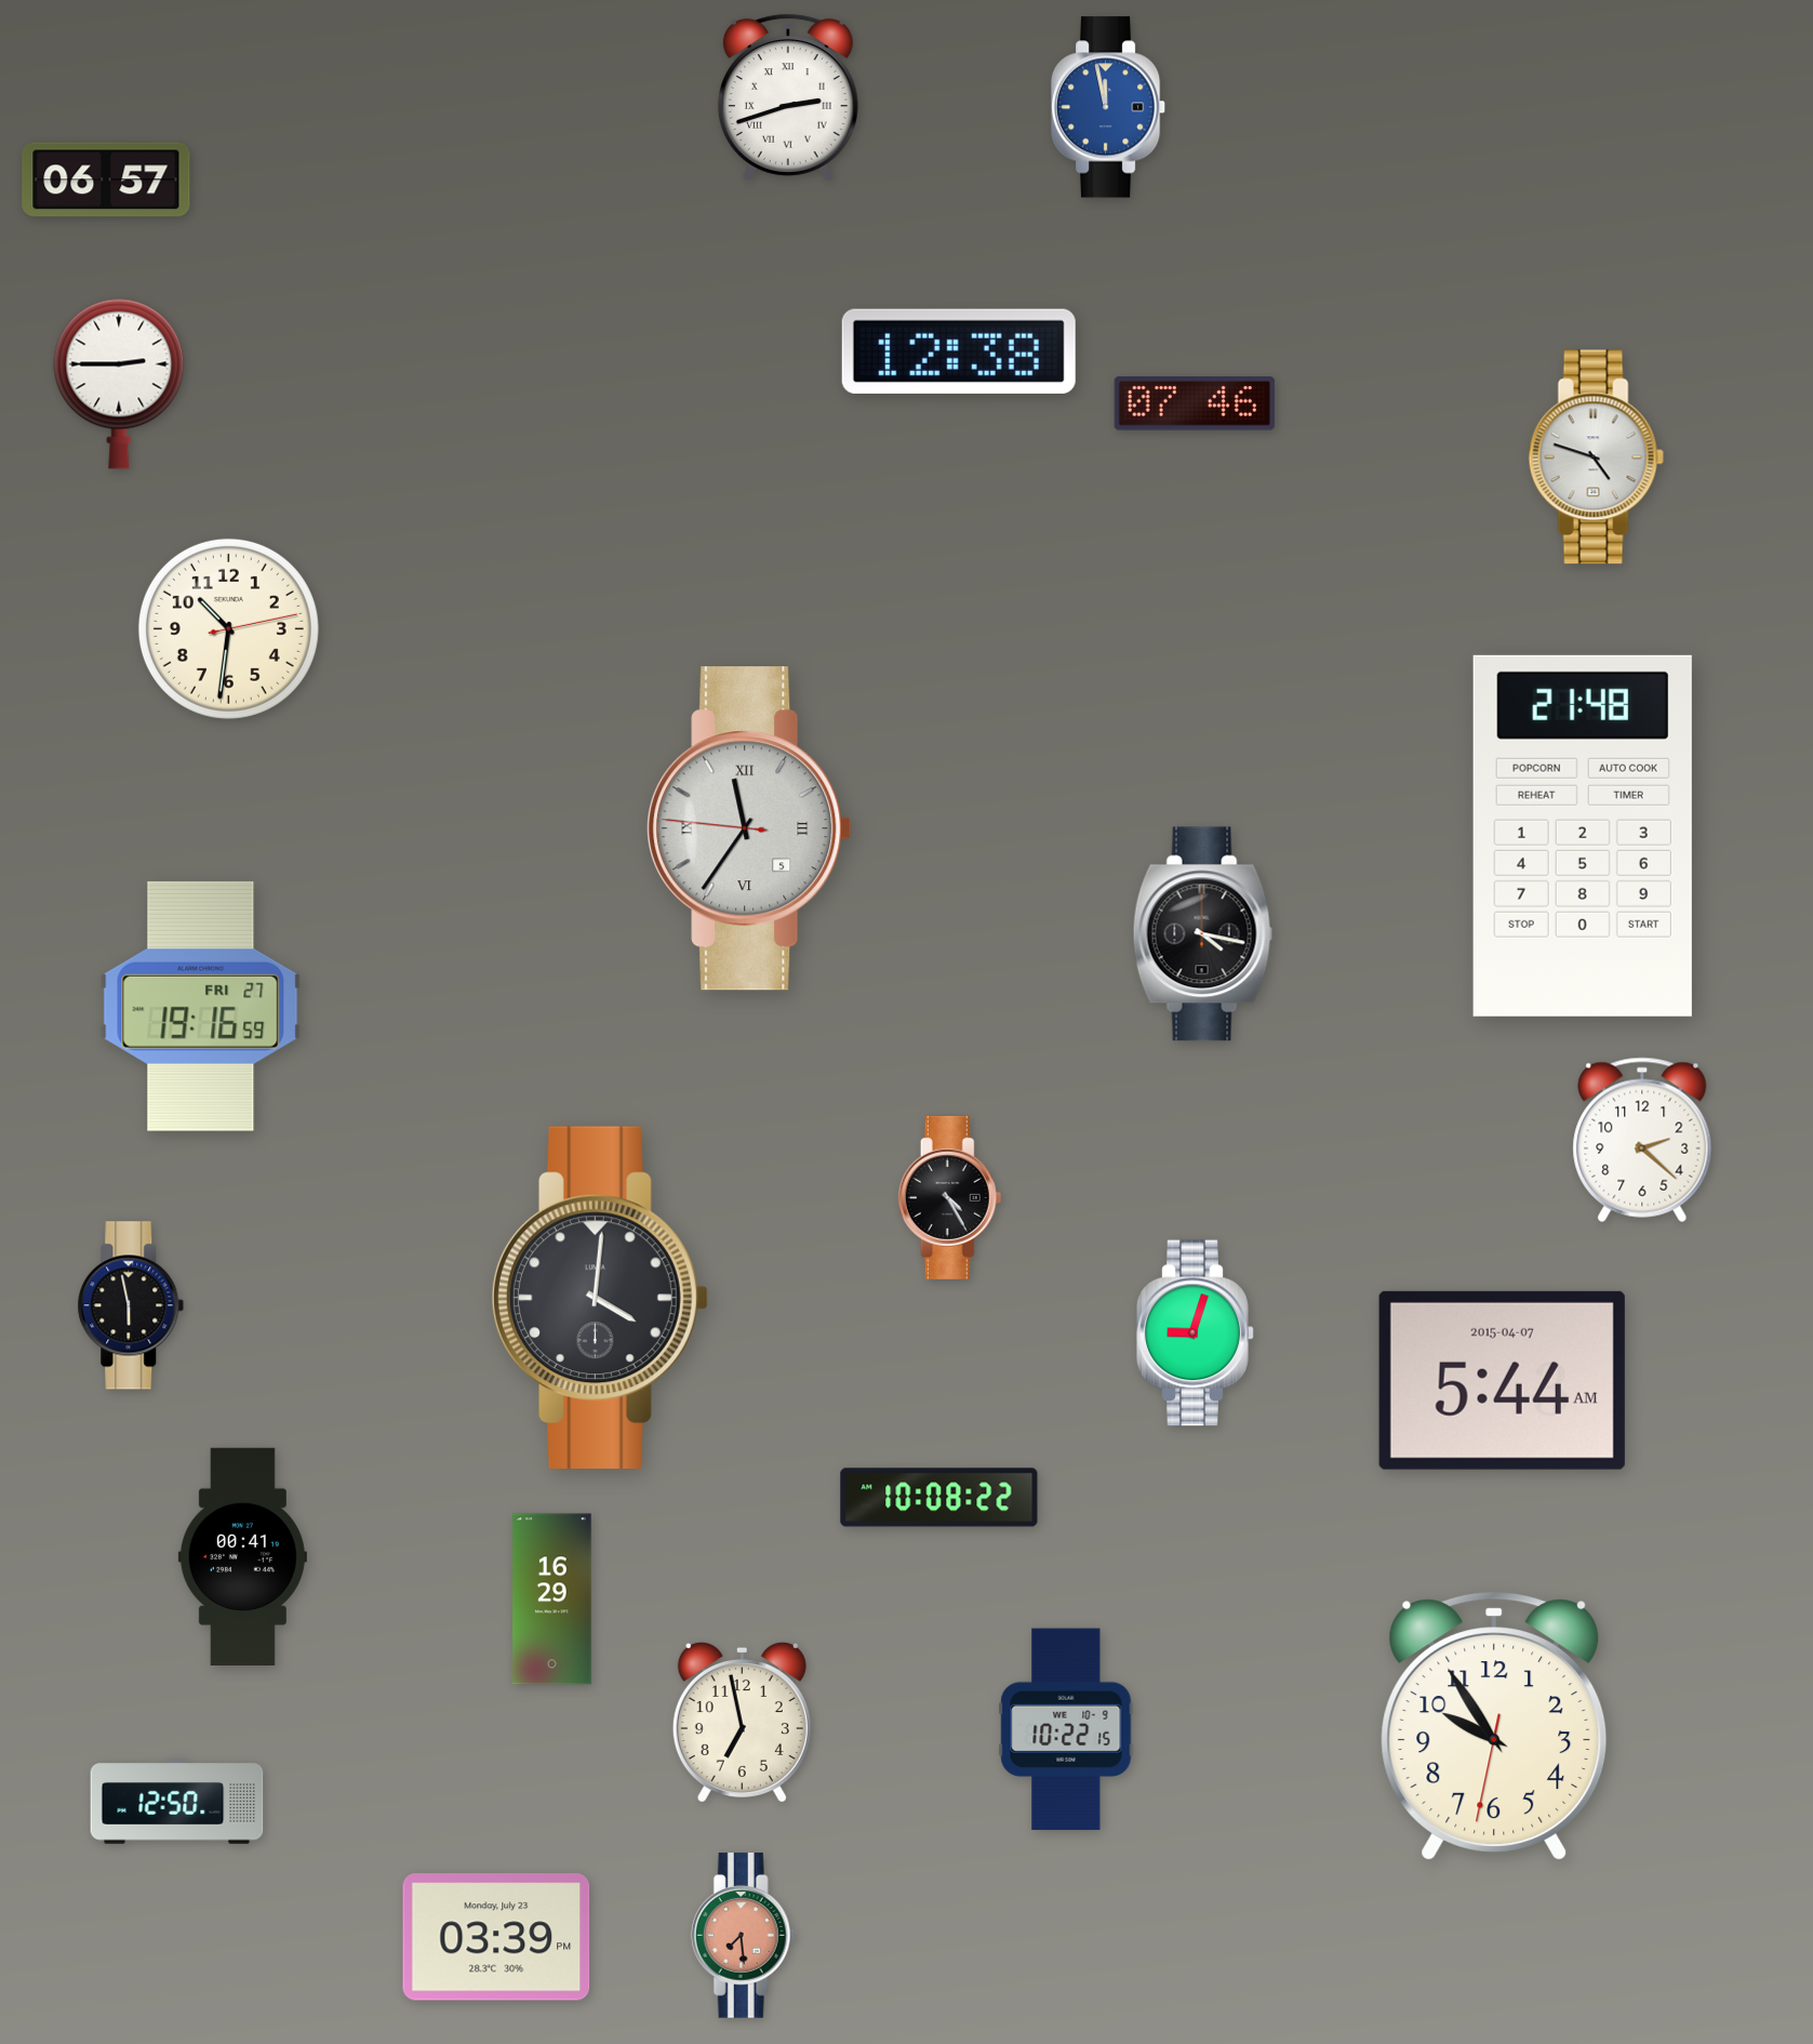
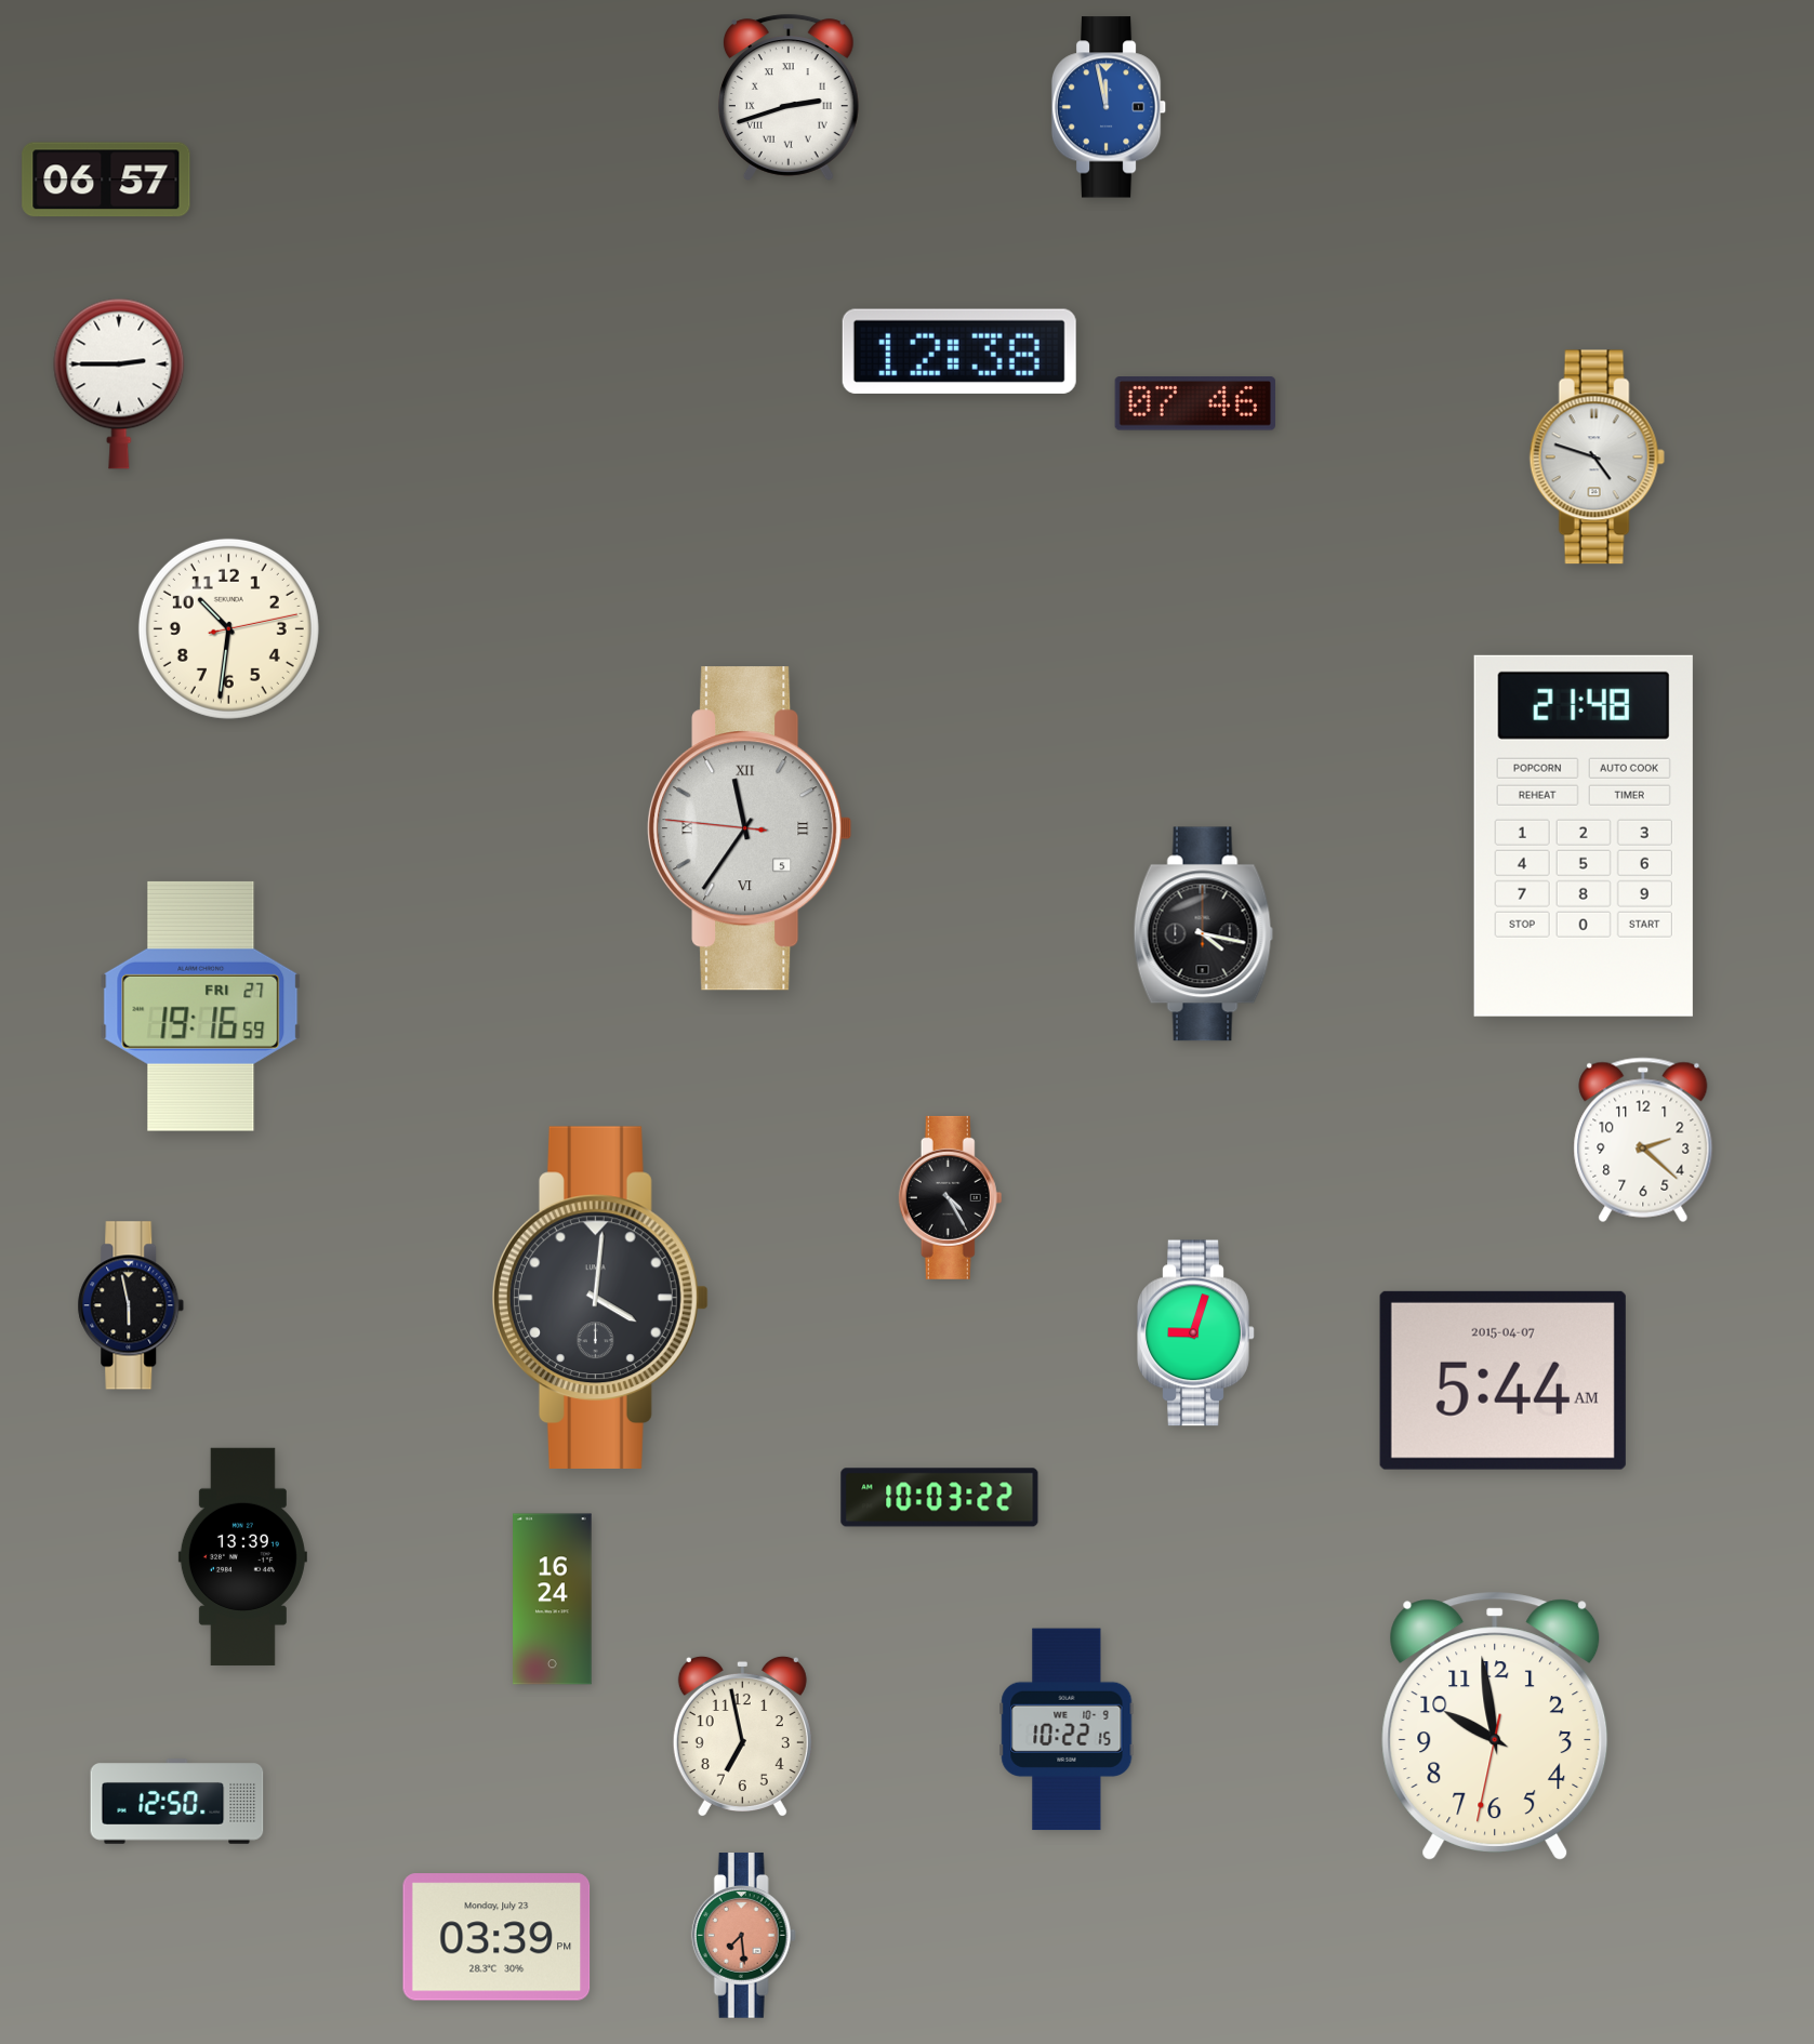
clock at (939, 1498): 10:08 -> 10:03
clock at (242, 1556): 00:41 -> 13:39
clock at (552, 1600): 16:29 -> 16:24
clock at (742, 1722) position: (742, 1722) -> (742, 1736)
clock at (1494, 1726): 9:54 -> 9:58
